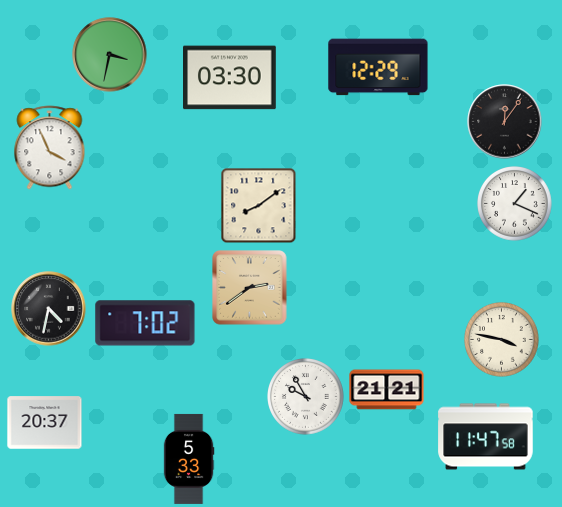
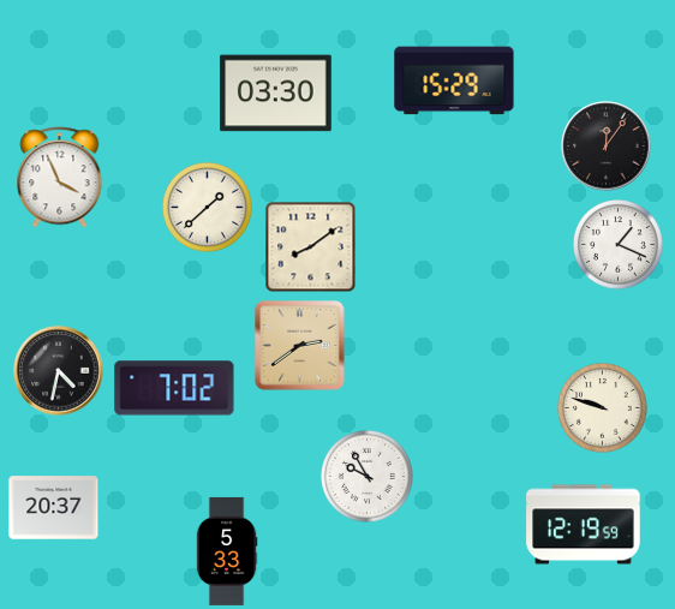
clock at (110, 55): 3:32 -> none
clock at (378, 67): 12:29 -> 15:29
clock at (208, 208): none -> 1:38
clock at (502, 340): 3:47 -> 9:48
clock at (387, 390): 21:21 -> none
clock at (486, 437): 11:47 -> 12:19
